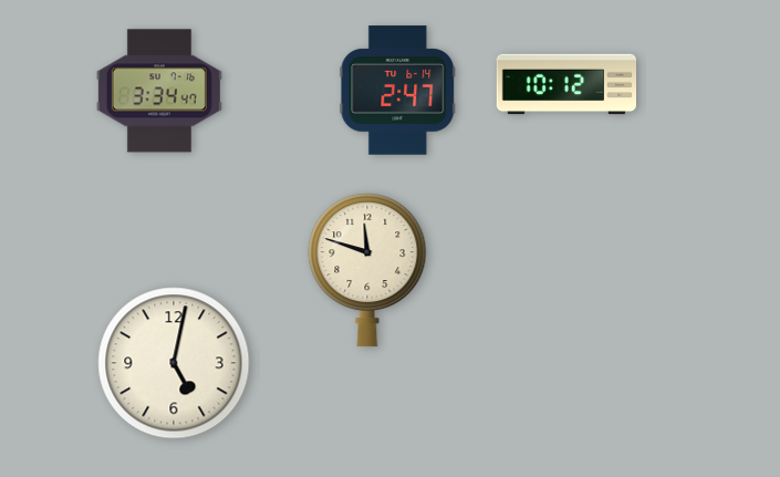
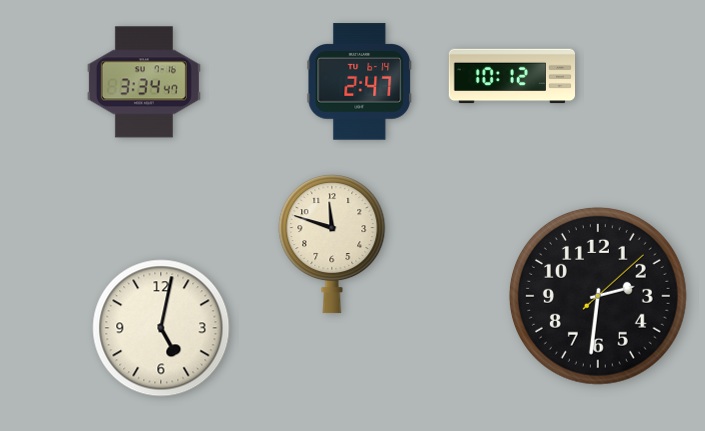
clock at (598, 296): none -> 2:31
clock at (174, 363) position: (174, 363) -> (161, 328)
